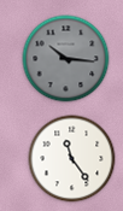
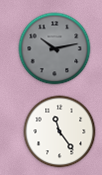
clock at (66, 59): 10:16 -> 10:13
